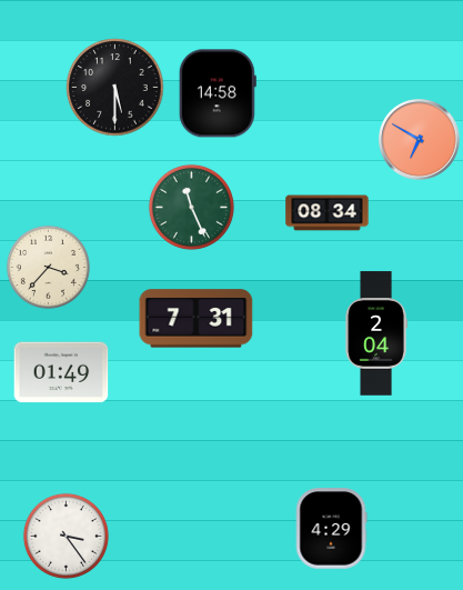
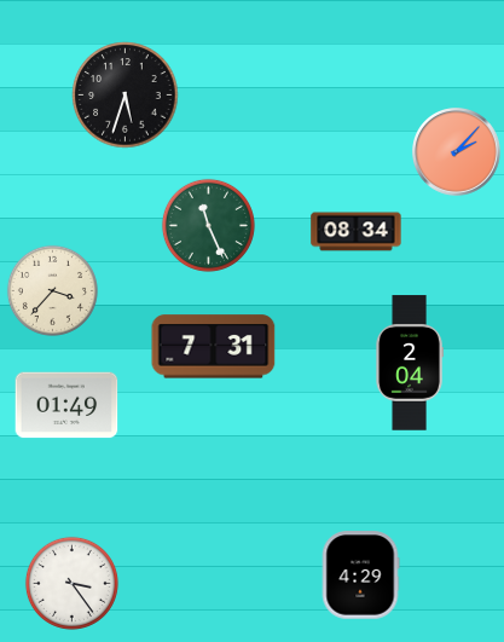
clock at (115, 88): 5:30 -> 5:33
clock at (218, 93): 14:58 -> none
clock at (420, 140): 6:50 -> 2:07
